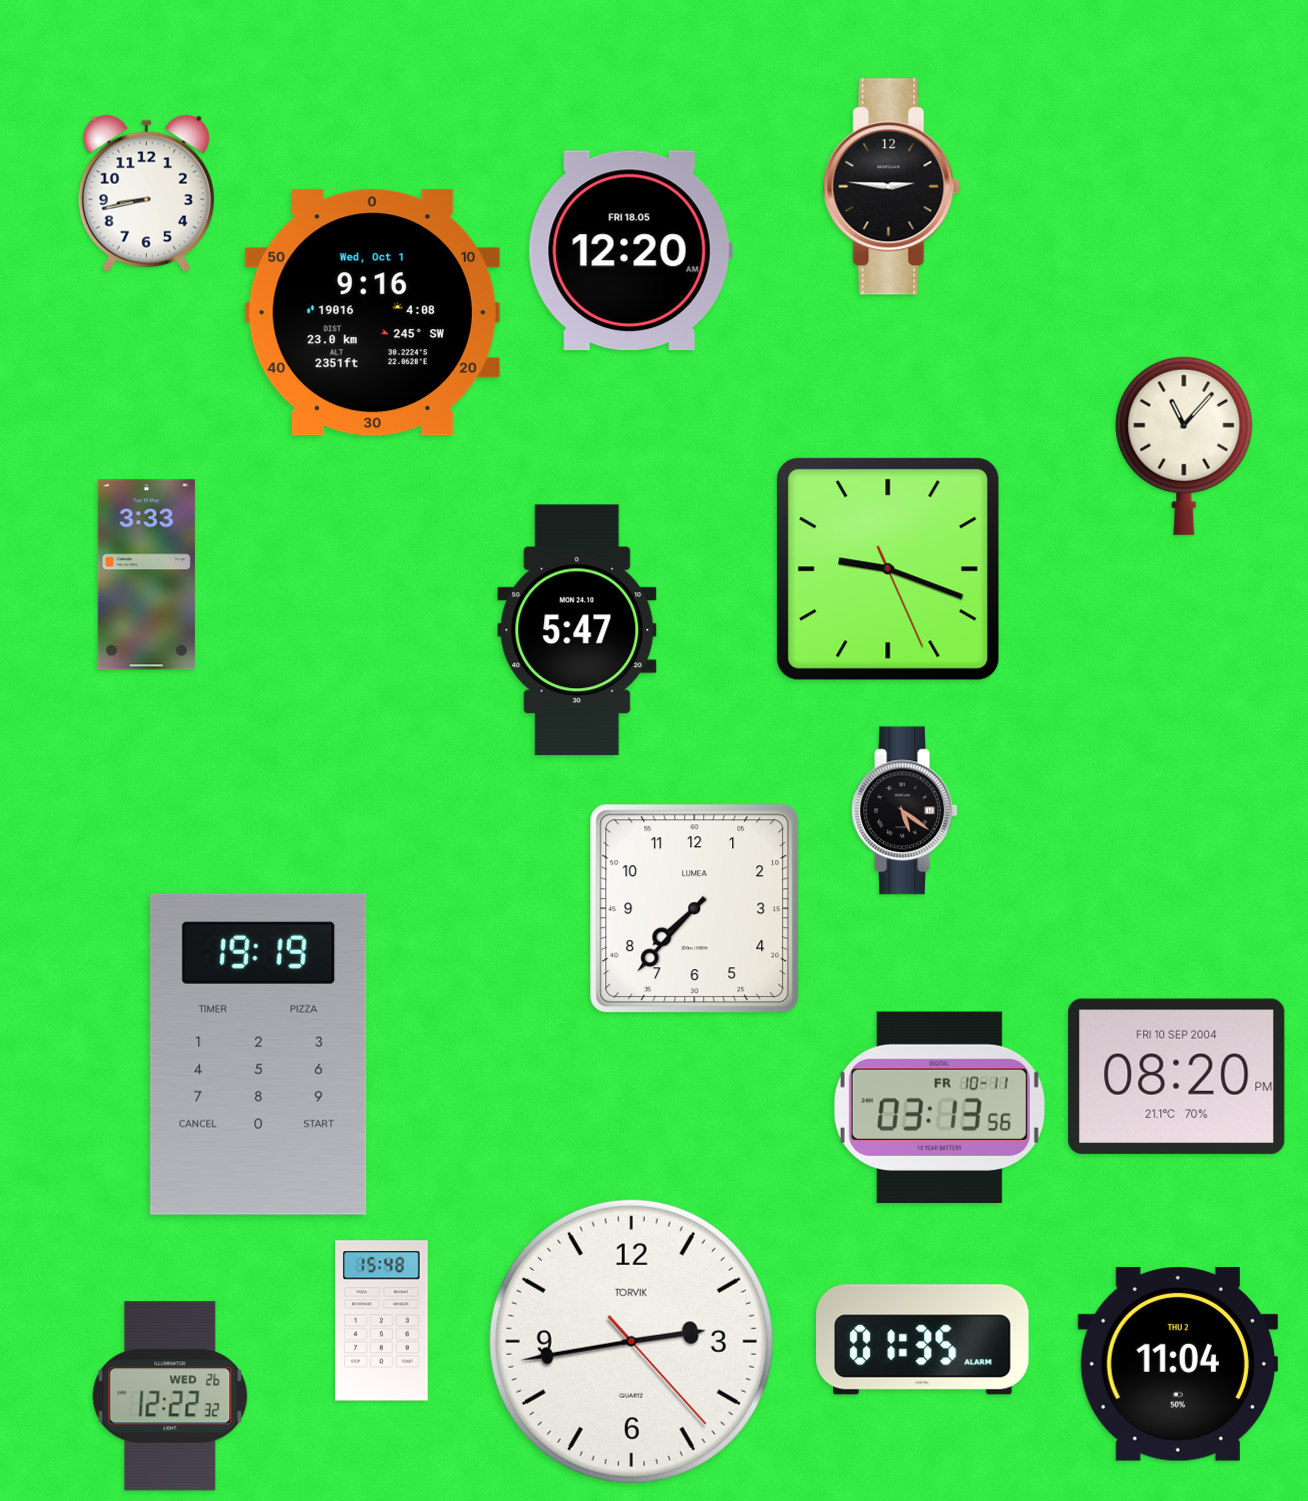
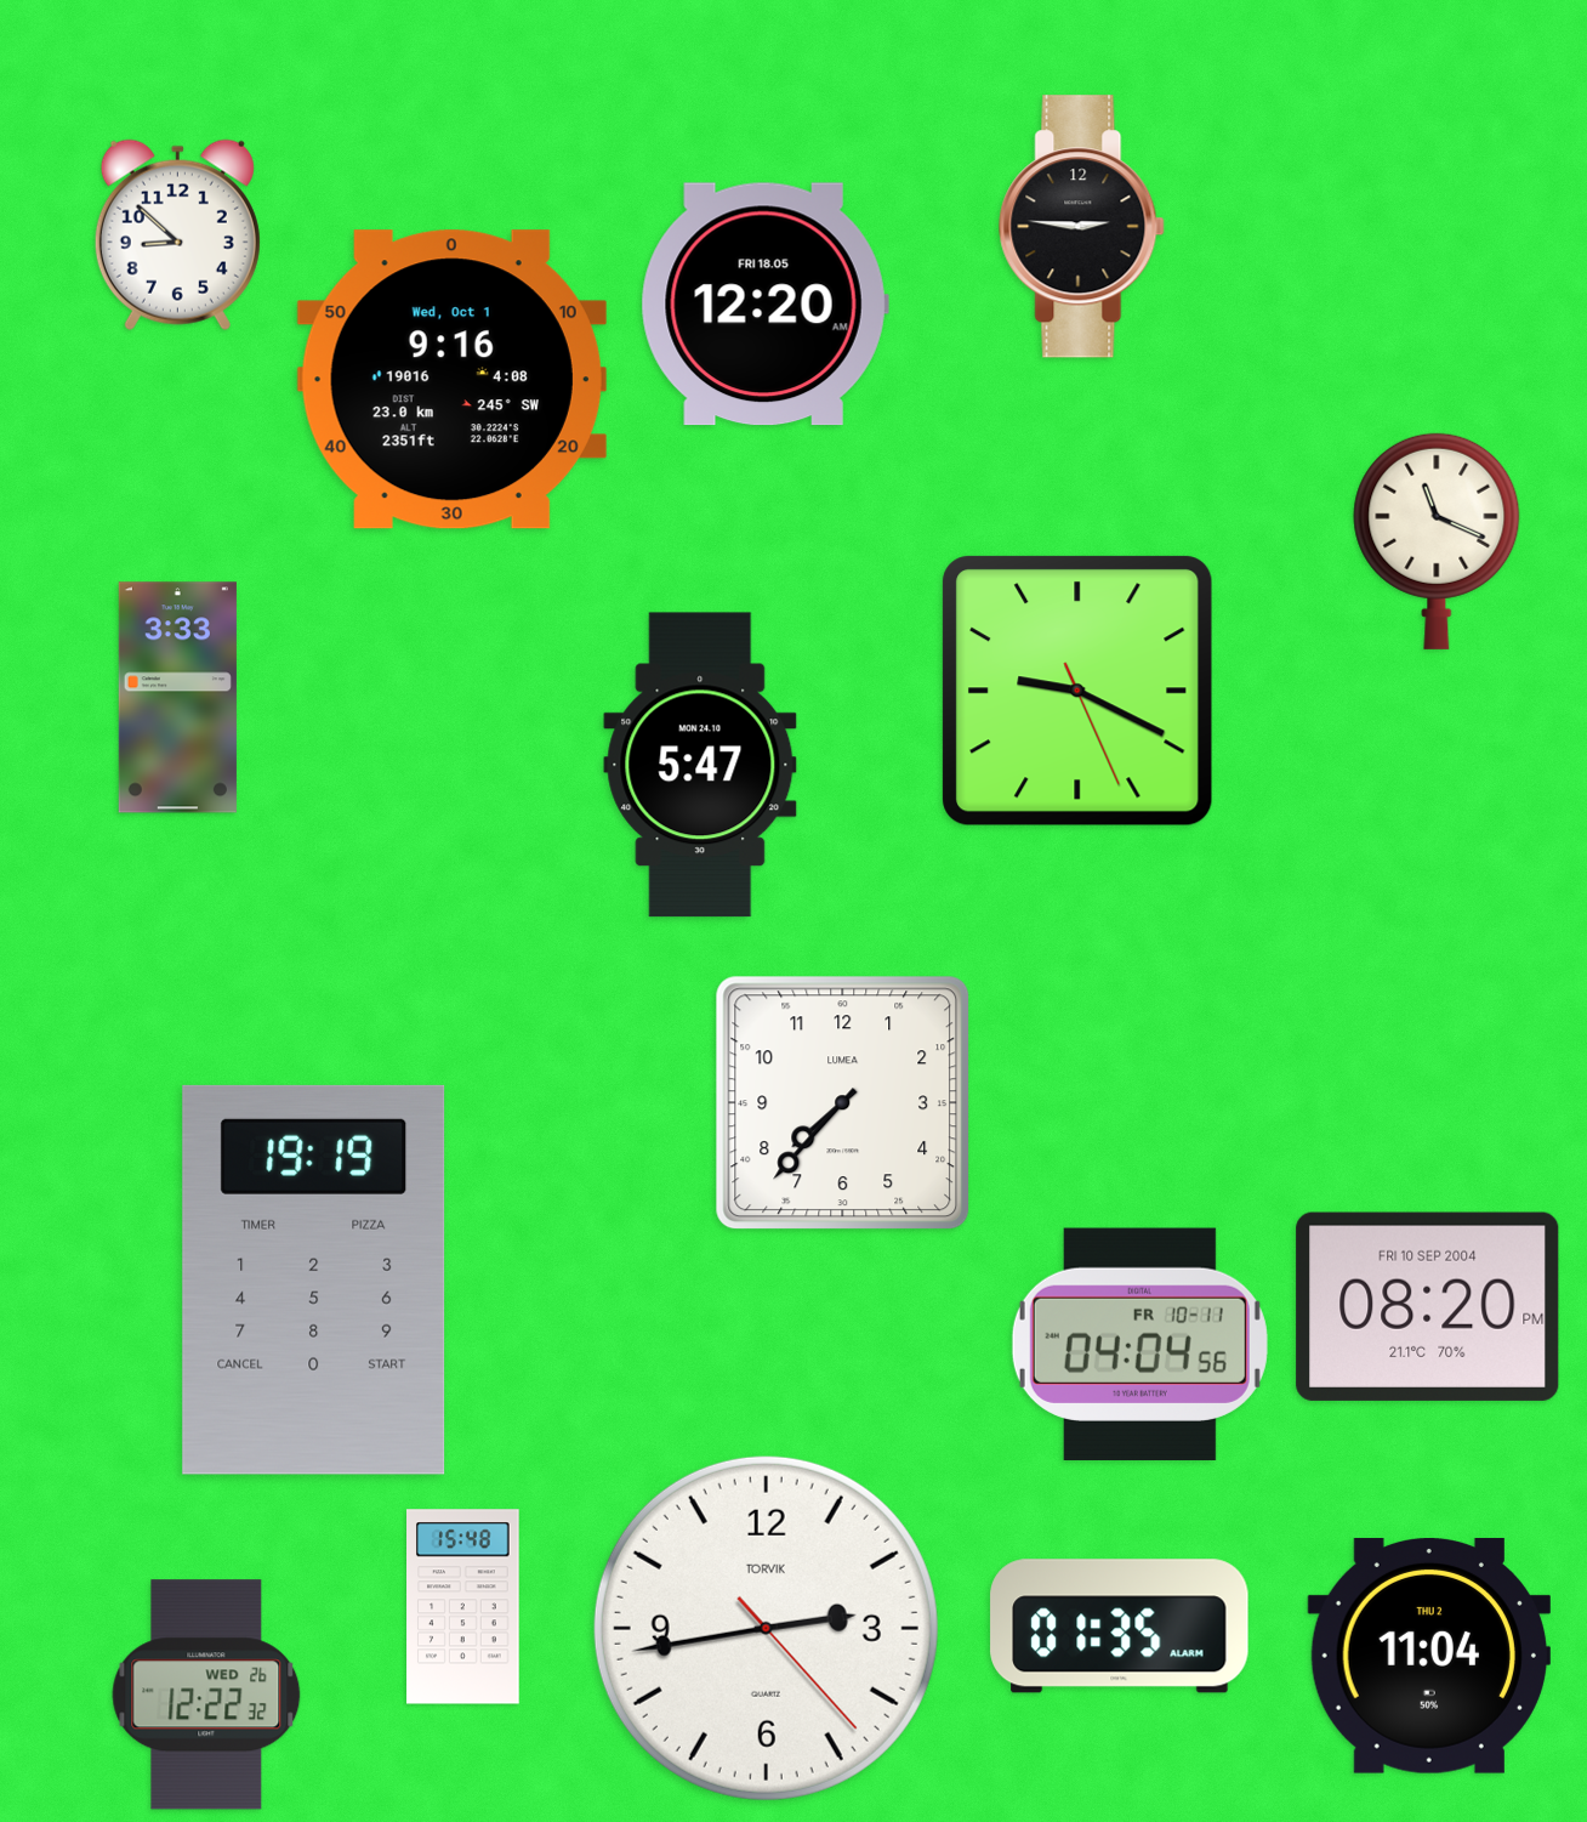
clock at (146, 193): 8:43 -> 8:52
clock at (1184, 446): 11:07 -> 11:19
clock at (888, 569): 9:18 -> 9:19
clock at (905, 811): 5:21 -> none
clock at (939, 1107): 03:13 -> 04:04
clock at (382, 1321) position: (382, 1321) -> (463, 1607)
